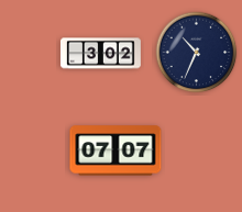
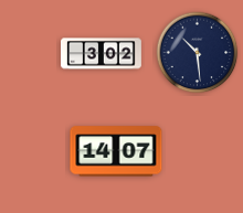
clock at (197, 53): 10:34 -> 10:29
clock at (116, 150): 07:07 -> 14:07
